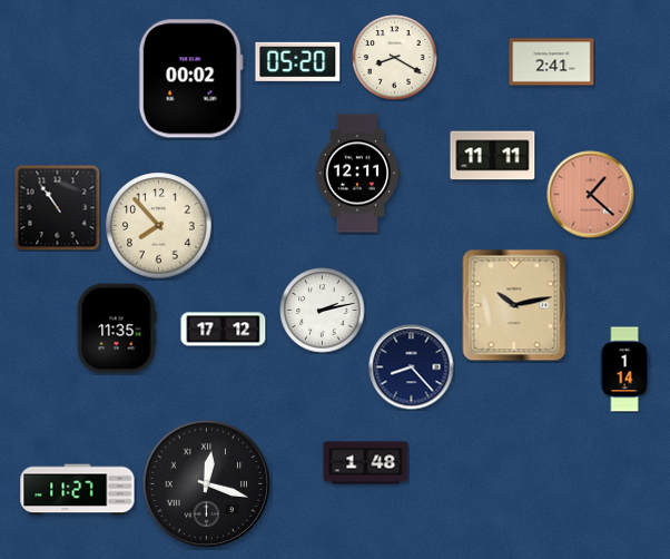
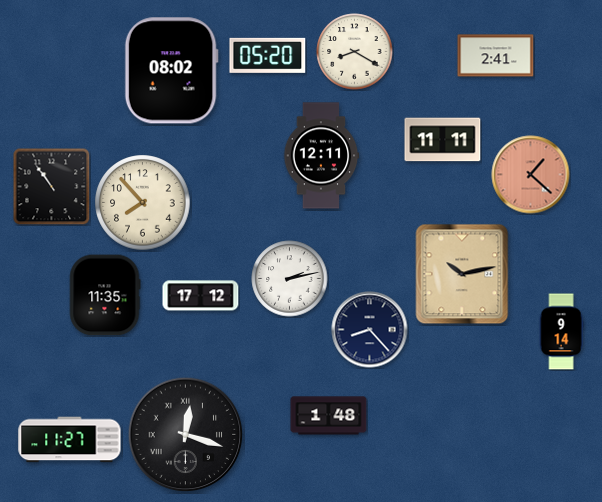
clock at (190, 79): 00:02 -> 08:02
clock at (624, 370): 1:14 -> 9:14
